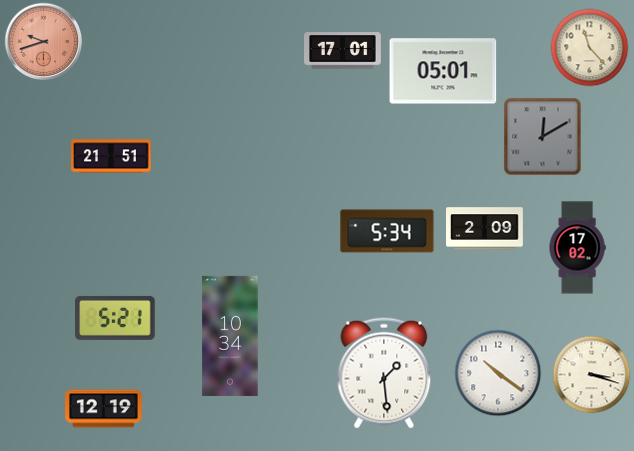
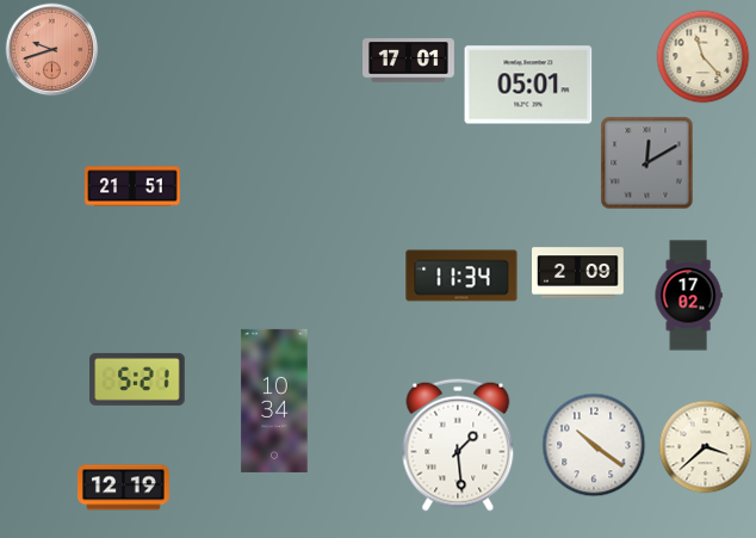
clock at (387, 231): 5:34 -> 11:34
clock at (591, 374): 3:18 -> 3:38
